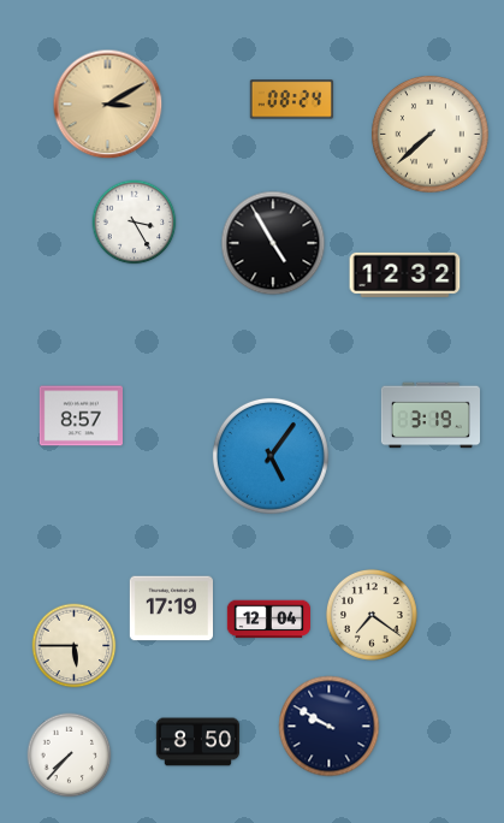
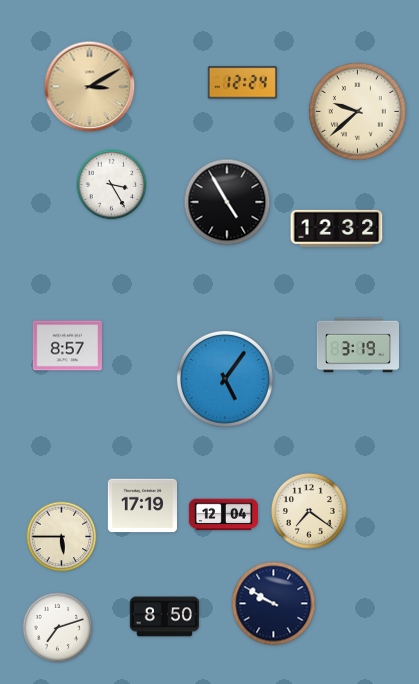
clock at (291, 100): 08:24 -> 12:24
clock at (429, 134): 7:38 -> 9:38
clock at (70, 756): 7:37 -> 7:12
